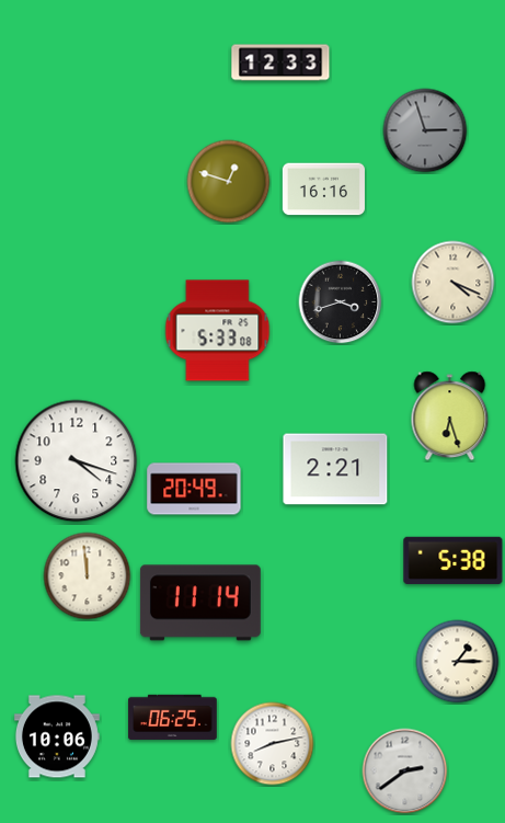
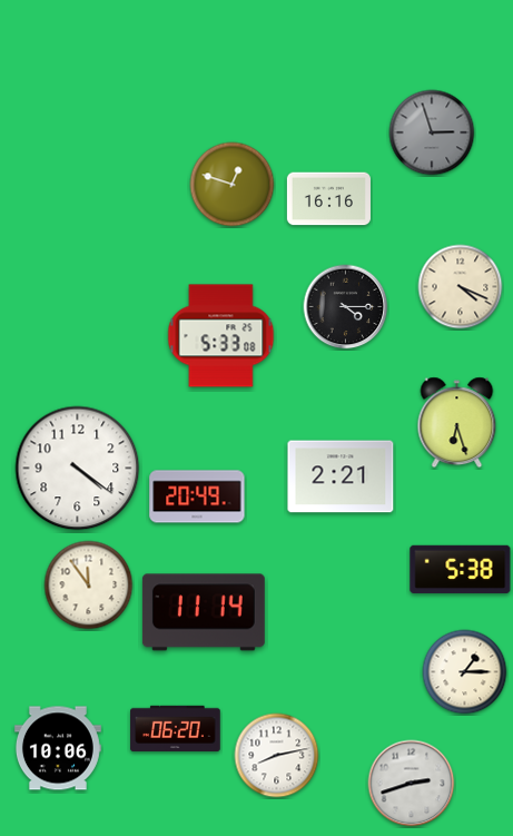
clock at (280, 62): 12:33 -> none
clock at (323, 190) position: (323, 190) -> (328, 199)
clock at (341, 302): 3:42 -> 4:15
clock at (77, 461): 4:18 -> 4:21
clock at (88, 576): 11:59 -> 11:54
clock at (173, 718): 06:25 -> 06:20
clock at (405, 771): 2:39 -> 2:42
